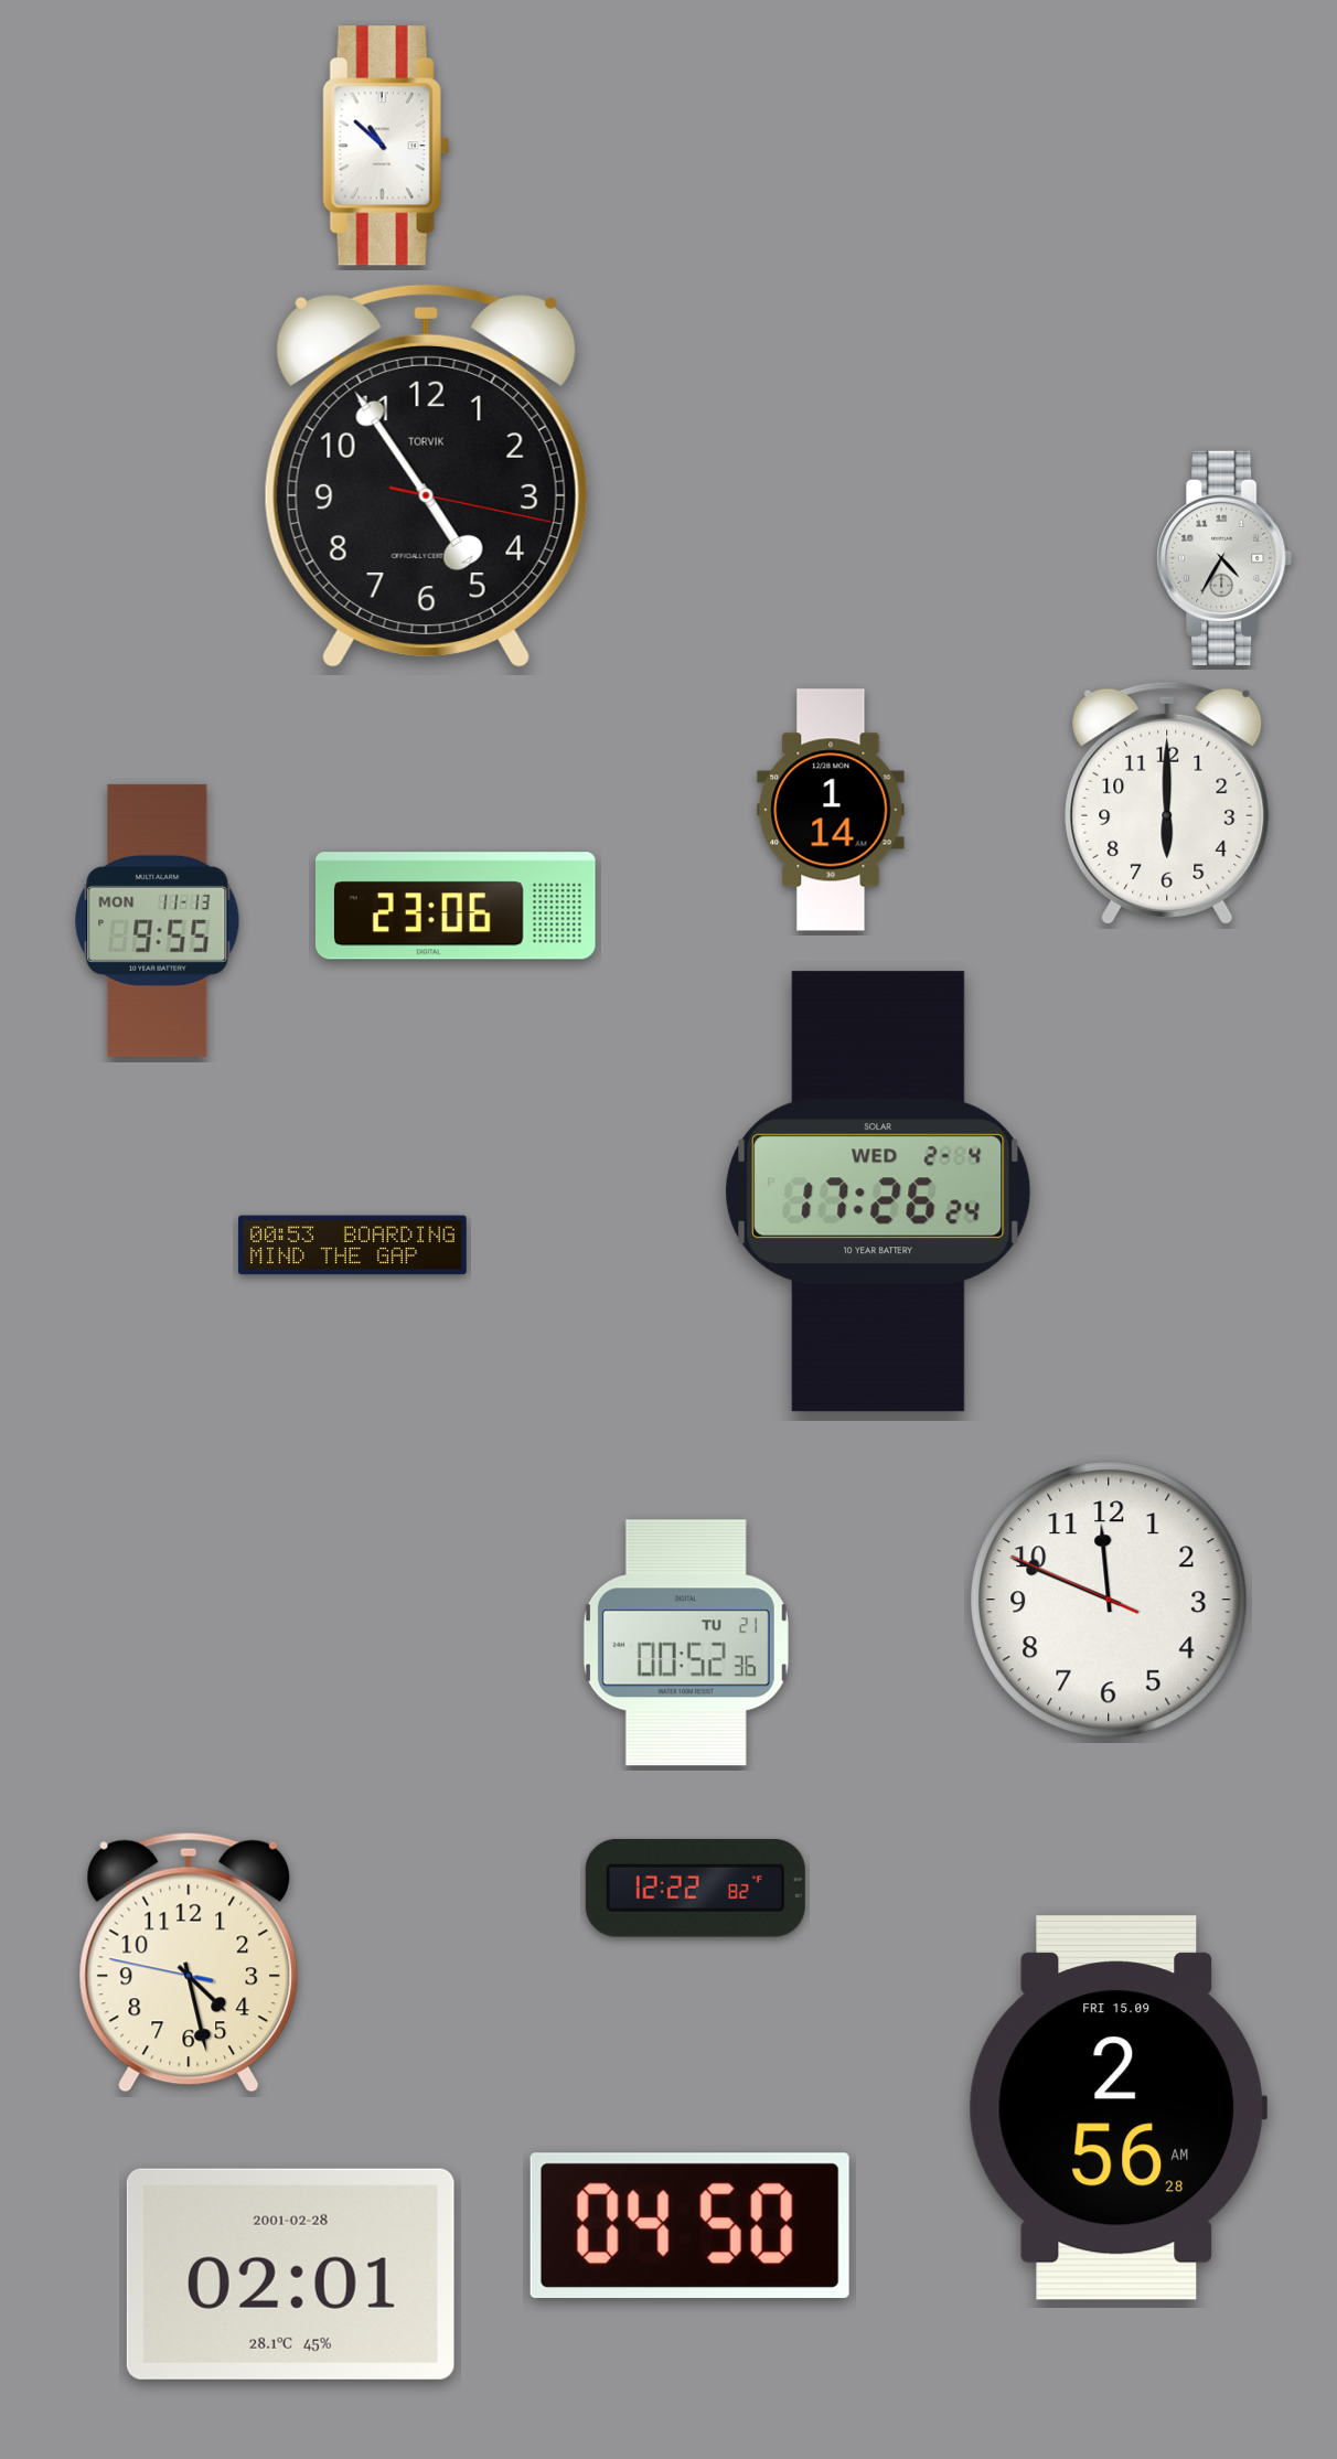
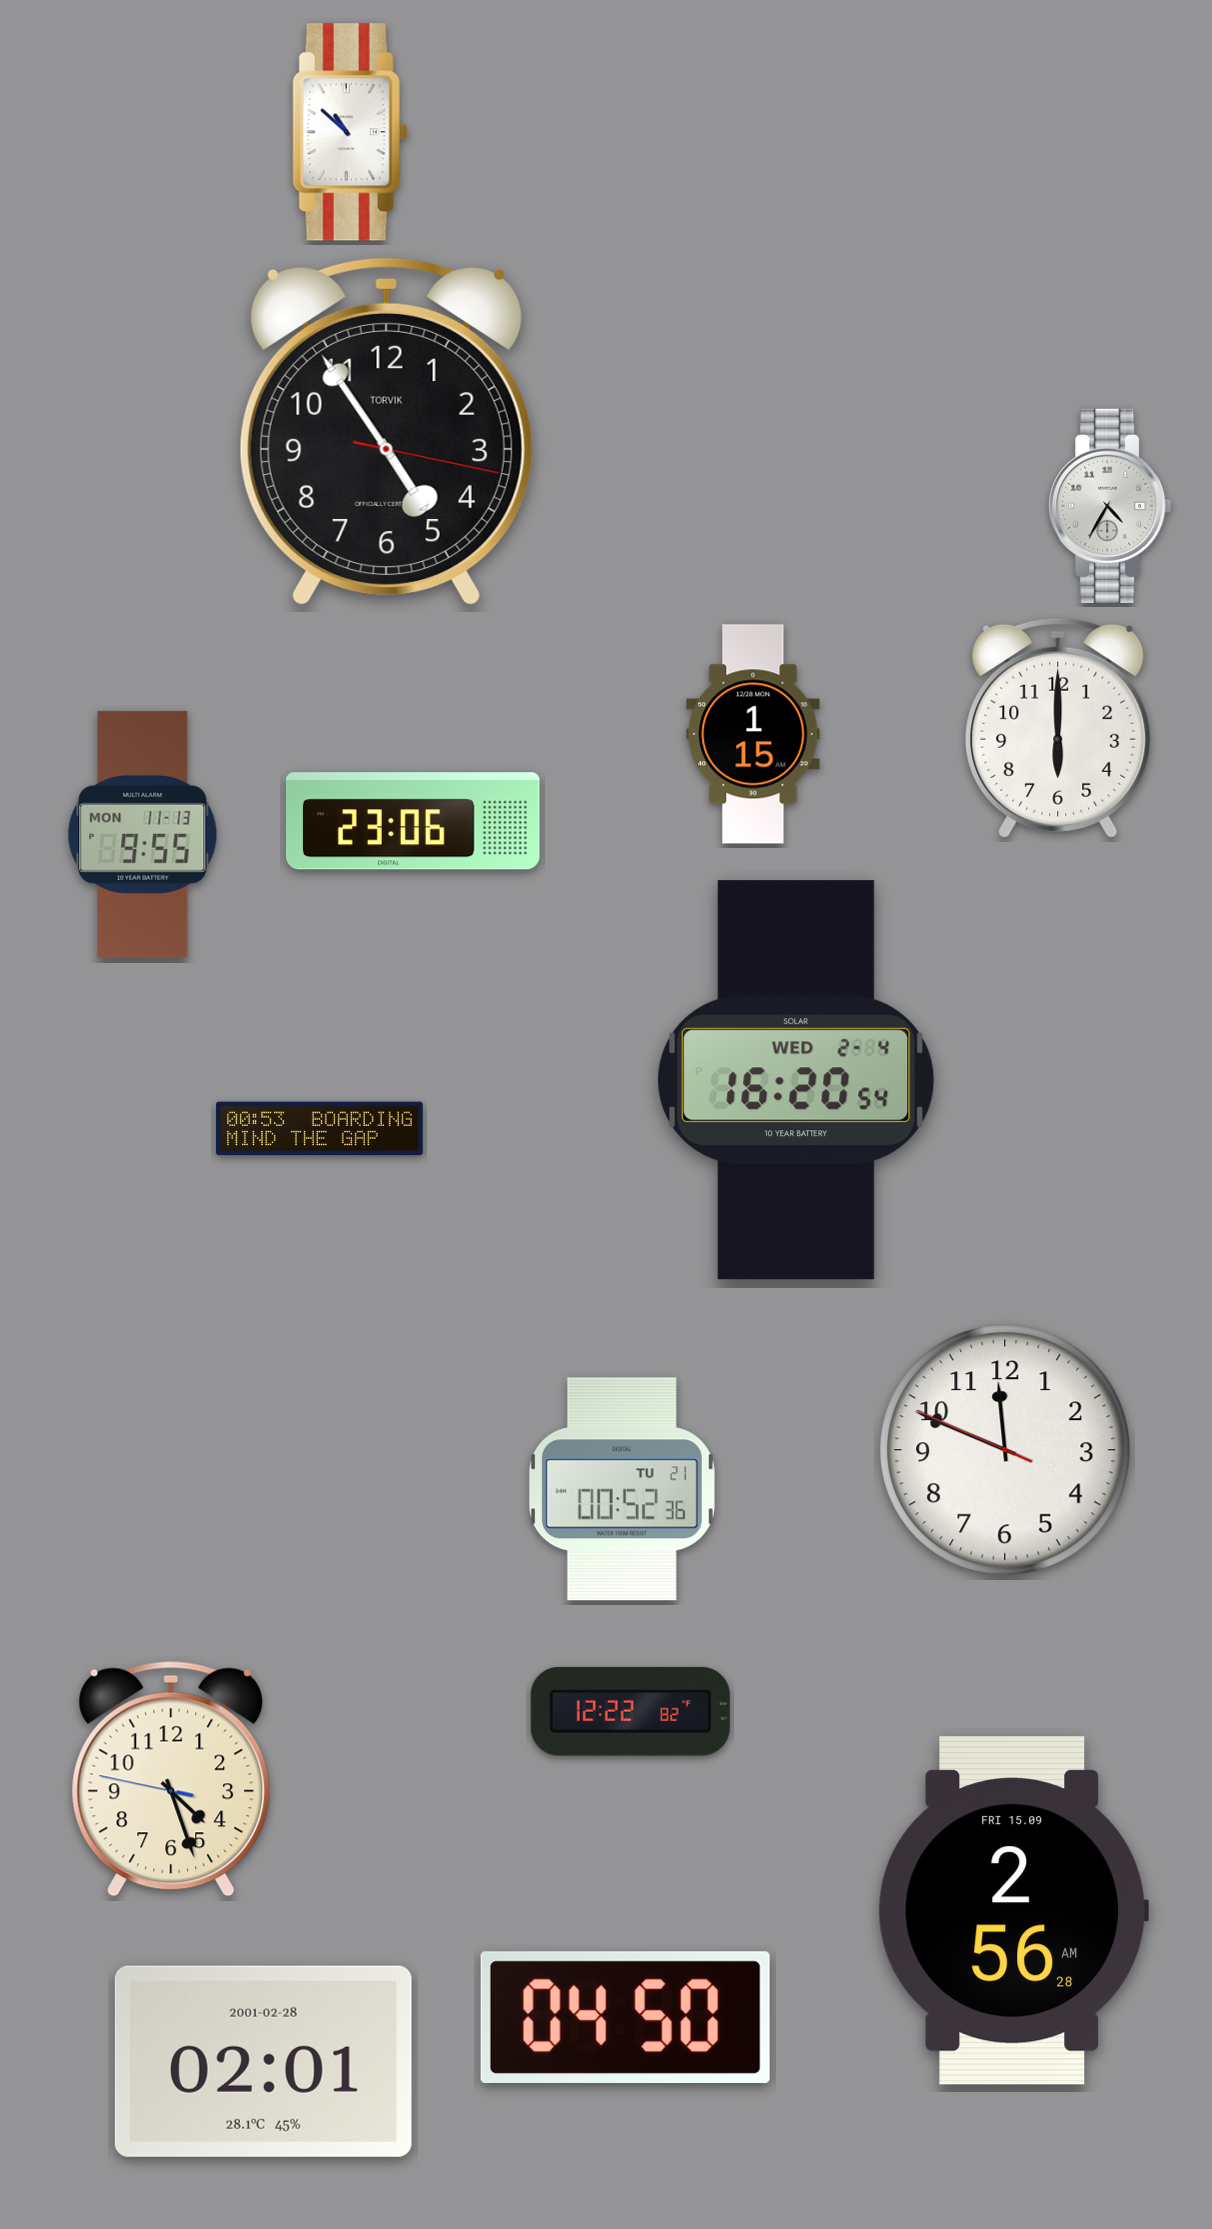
clock at (831, 810): 1:14 -> 1:15
clock at (878, 1191): 17:26 -> 16:20
clock at (189, 1963): 4:27 -> 4:26
